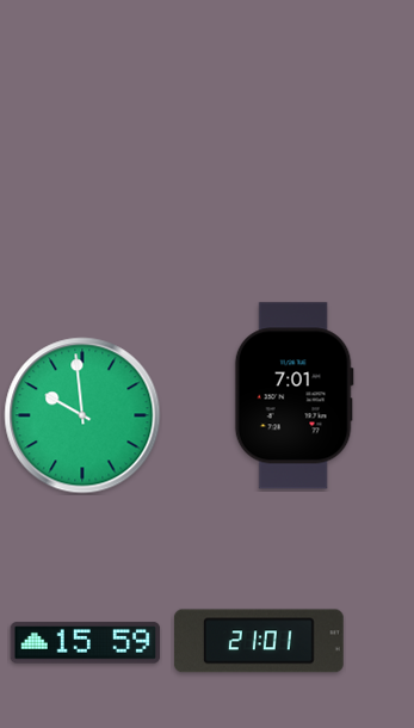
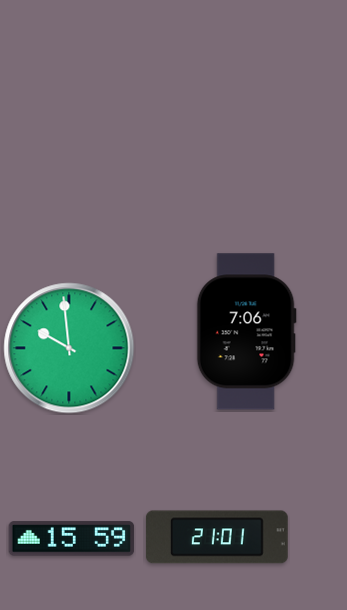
clock at (293, 396): 7:01 -> 7:06
